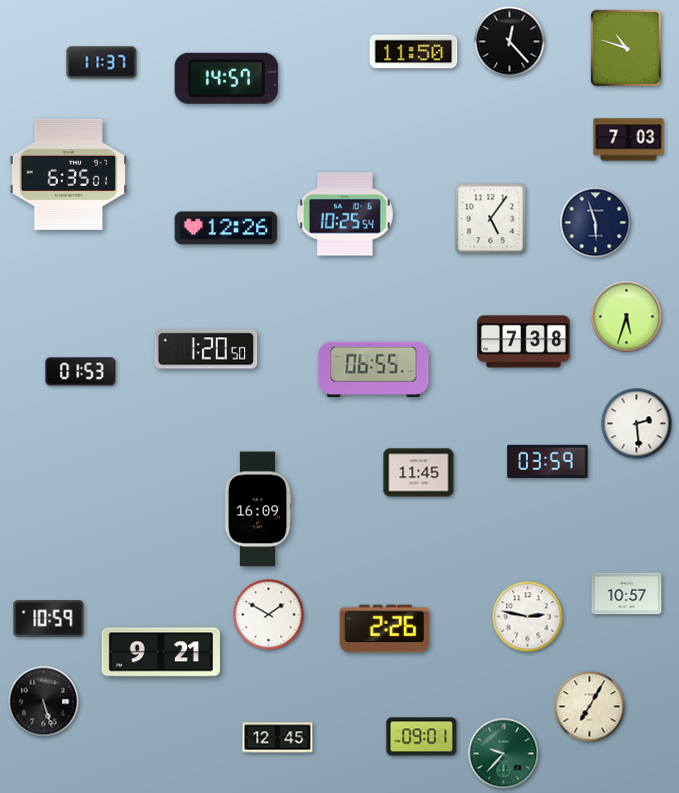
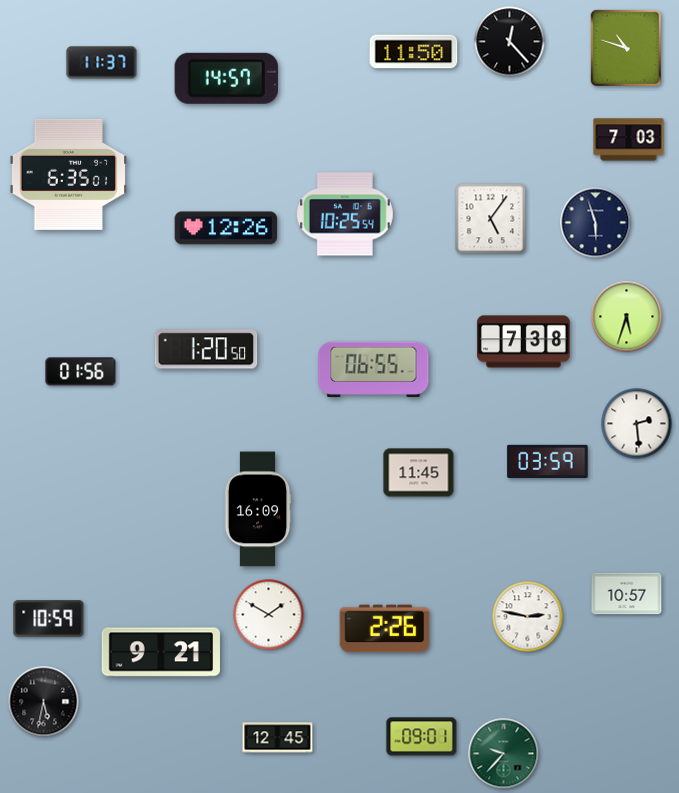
clock at (81, 372): 01:53 -> 01:56
clock at (44, 702): 5:27 -> 5:32
clock at (590, 707): 7:05 -> none
